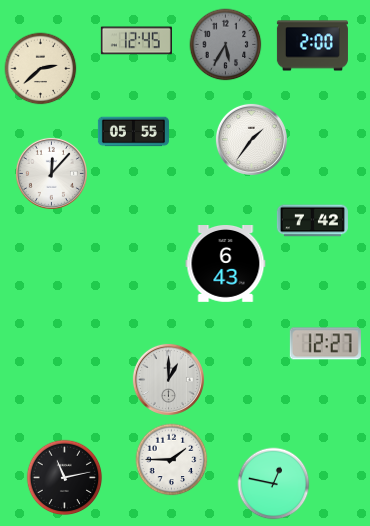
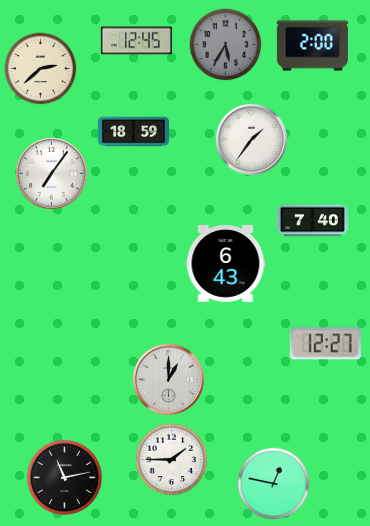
clock at (133, 132): 05:55 -> 18:59
clock at (51, 173): 12:07 -> 7:06
clock at (312, 221): 7:42 -> 7:40
